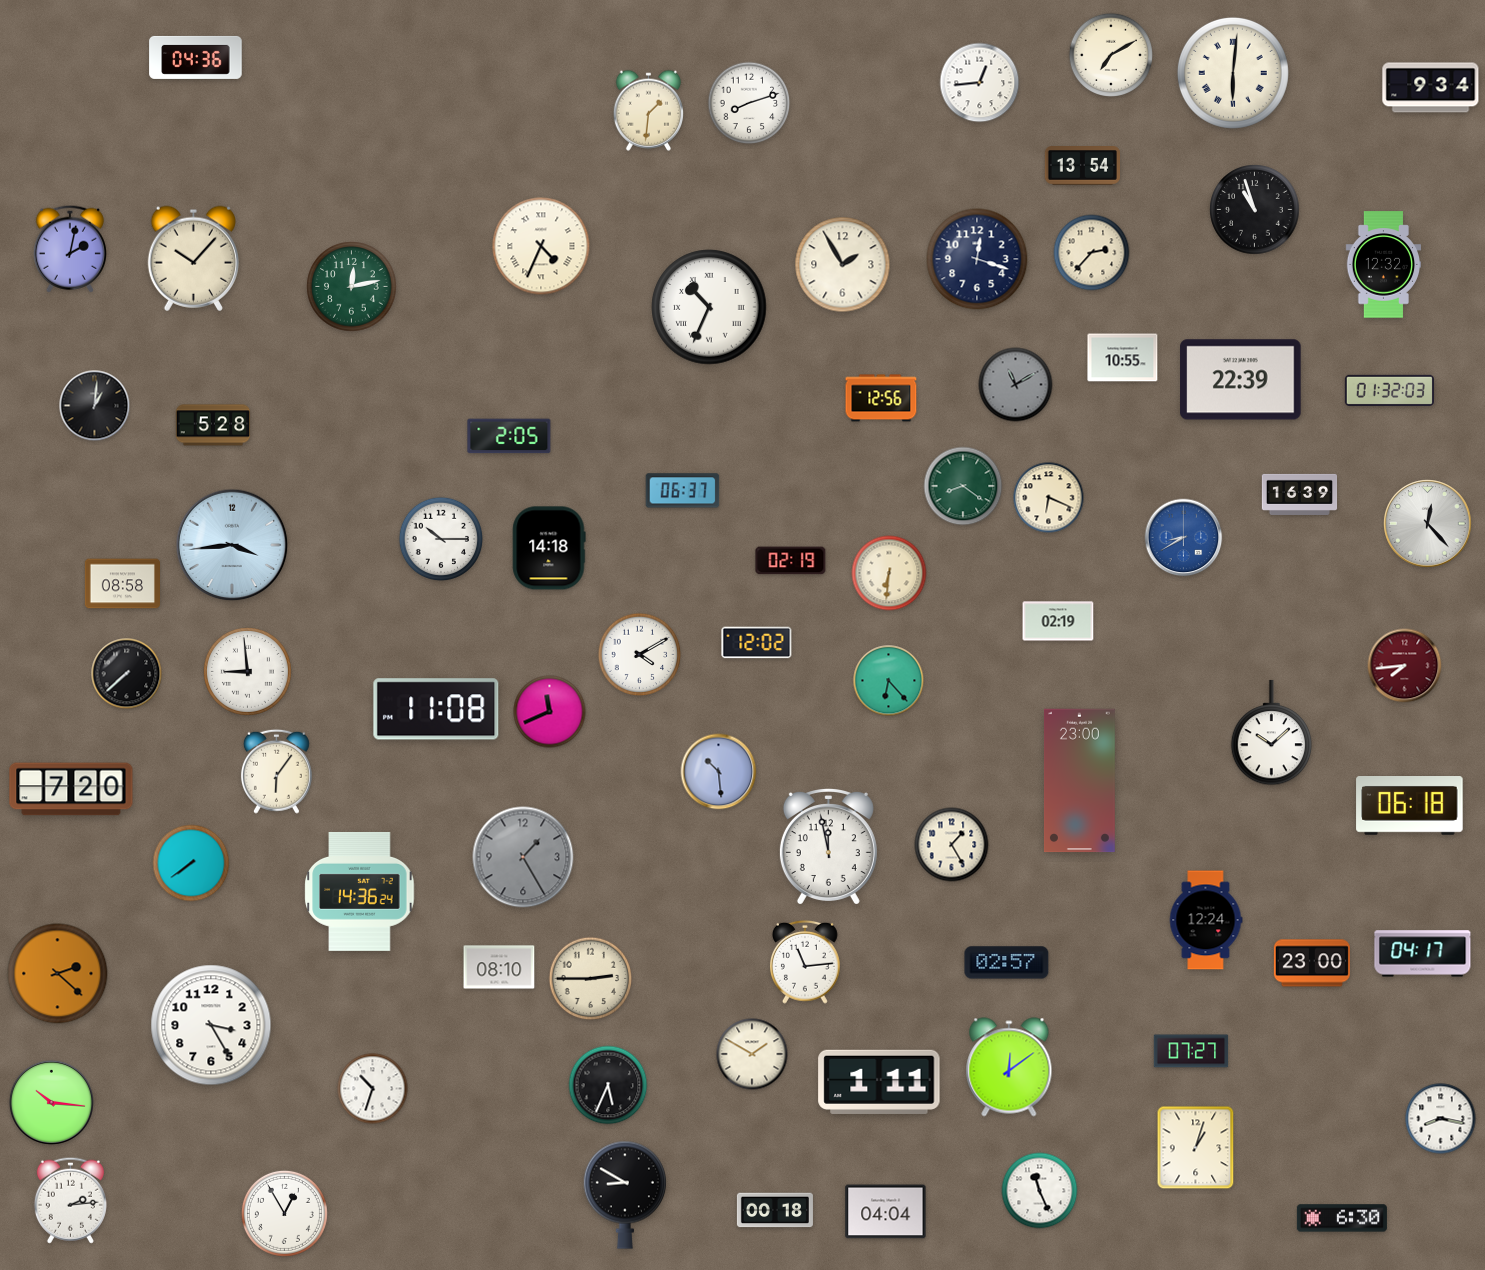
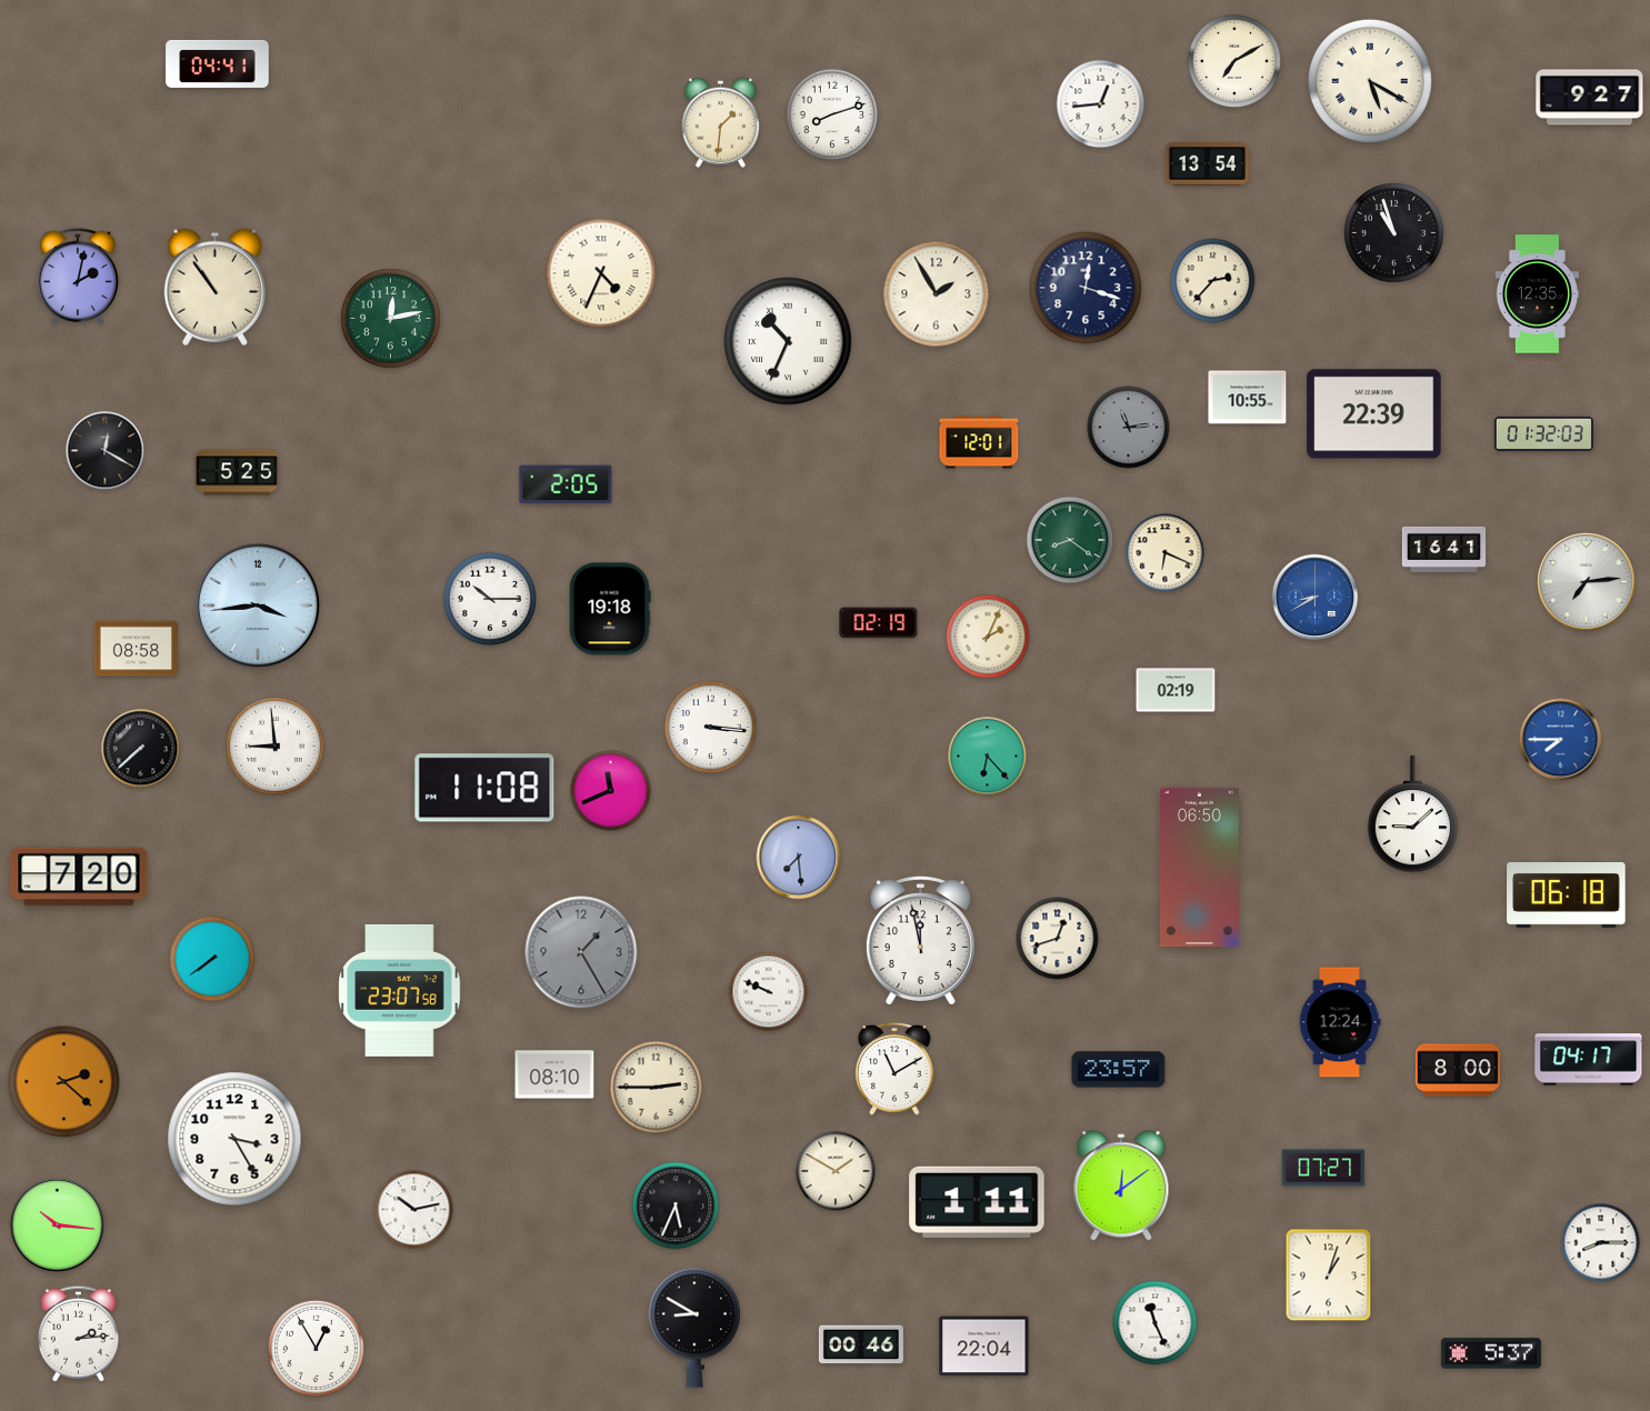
clock at (196, 57): 04:36 -> 04:41
clock at (1233, 73): 6:01 -> 5:20
clock at (980, 83) position: (980, 83) -> (1101, 104)
clock at (1431, 88): 9:34 -> 9:27
clock at (1082, 166) position: (1082, 166) -> (1207, 164)
clock at (193, 258): 10:07 -> 10:54
clock at (1384, 265): 12:32 -> 12:35
clock at (1241, 380) position: (1241, 380) -> (1374, 414)
clock at (1016, 385): 11:10 -> 11:14
clock at (881, 398): 12:56 -> 12:01
clock at (95, 406): 1:01 -> 12:20
clock at (213, 425): 5:28 -> 5:25
clock at (683, 491): 06:37 -> none
clock at (1300, 494): 16:39 -> 16:41
clock at (1428, 524): 12:23 -> 7:14
clock at (549, 548): 14:18 -> 19:18
clock at (889, 573): 6:31 -> 2:04
clock at (757, 643): 12:02 -> none
clock at (640, 655): 4:10 -> 3:16
clock at (1405, 666): 7:44 -> 7:45
clock at (1405, 666) dial: burgundy -> blue
clock at (1272, 733): 10:08 -> 9:08
clock at (276, 771): 6:06 -> none
clock at (719, 772): 10:29 -> 7:29
clock at (1079, 781): 23:00 -> 06:50
clock at (952, 845): 1:25 -> 12:42
clock at (360, 891): 14:36 -> 23:07
clock at (769, 992): none -> 9:49
clock at (1423, 954) position: (1423, 954) -> (1589, 1060)
clock at (805, 962): 11:14 -> 11:10
clock at (1007, 963): 02:57 -> 23:57
clock at (1312, 963): 23:00 -> 8:00
clock at (373, 1089): 10:33 -> 10:13
clock at (1441, 1119): 8:17 -> 8:15
clock at (775, 1210): 00:18 -> 00:46
clock at (886, 1212): 04:04 -> 22:04
clock at (1342, 1218): 6:30 -> 5:37
